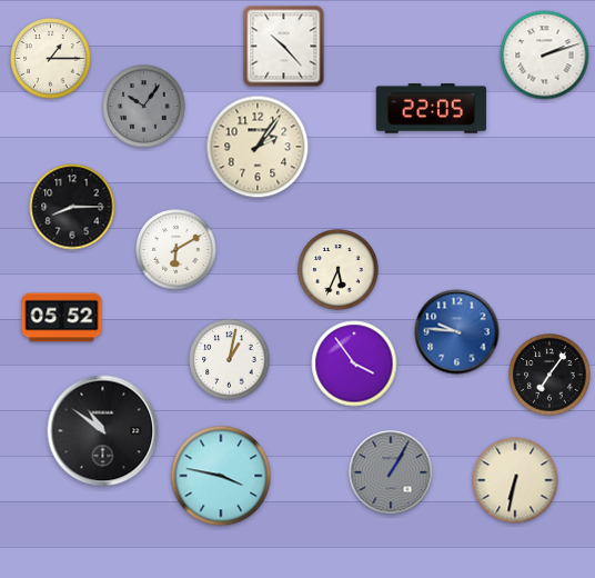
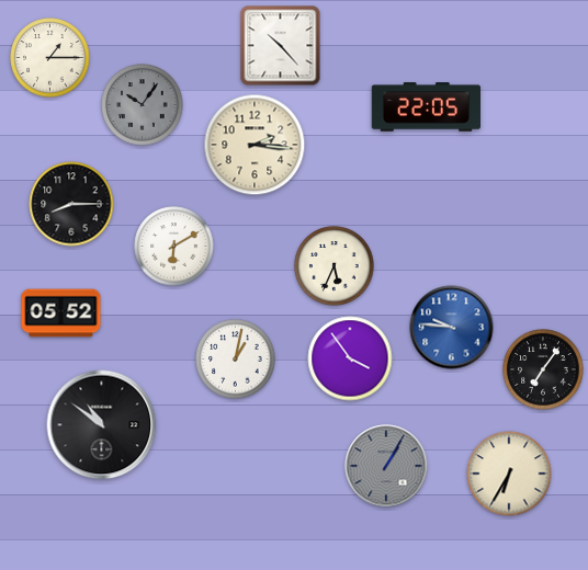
clock at (545, 56): 2:12 -> none
clock at (258, 147): 2:06 -> 2:16
clock at (230, 360) position: (230, 360) -> (236, 360)
clock at (221, 476): 3:47 -> none
clock at (515, 480): 6:32 -> 6:35
